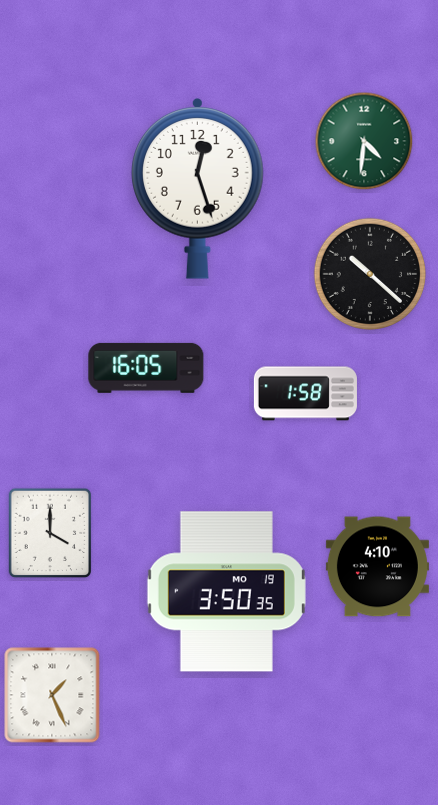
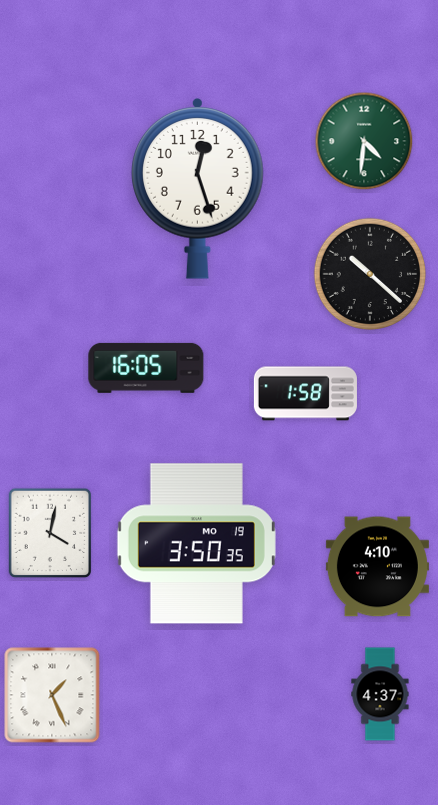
clock at (50, 533): 4:00 -> 4:02
clock at (226, 592) position: (226, 592) -> (196, 544)
clock at (380, 694): none -> 4:37
